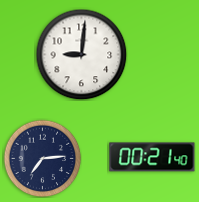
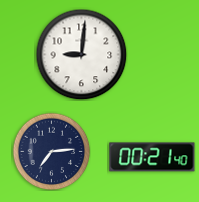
clock at (42, 158) position: (42, 158) -> (51, 151)
